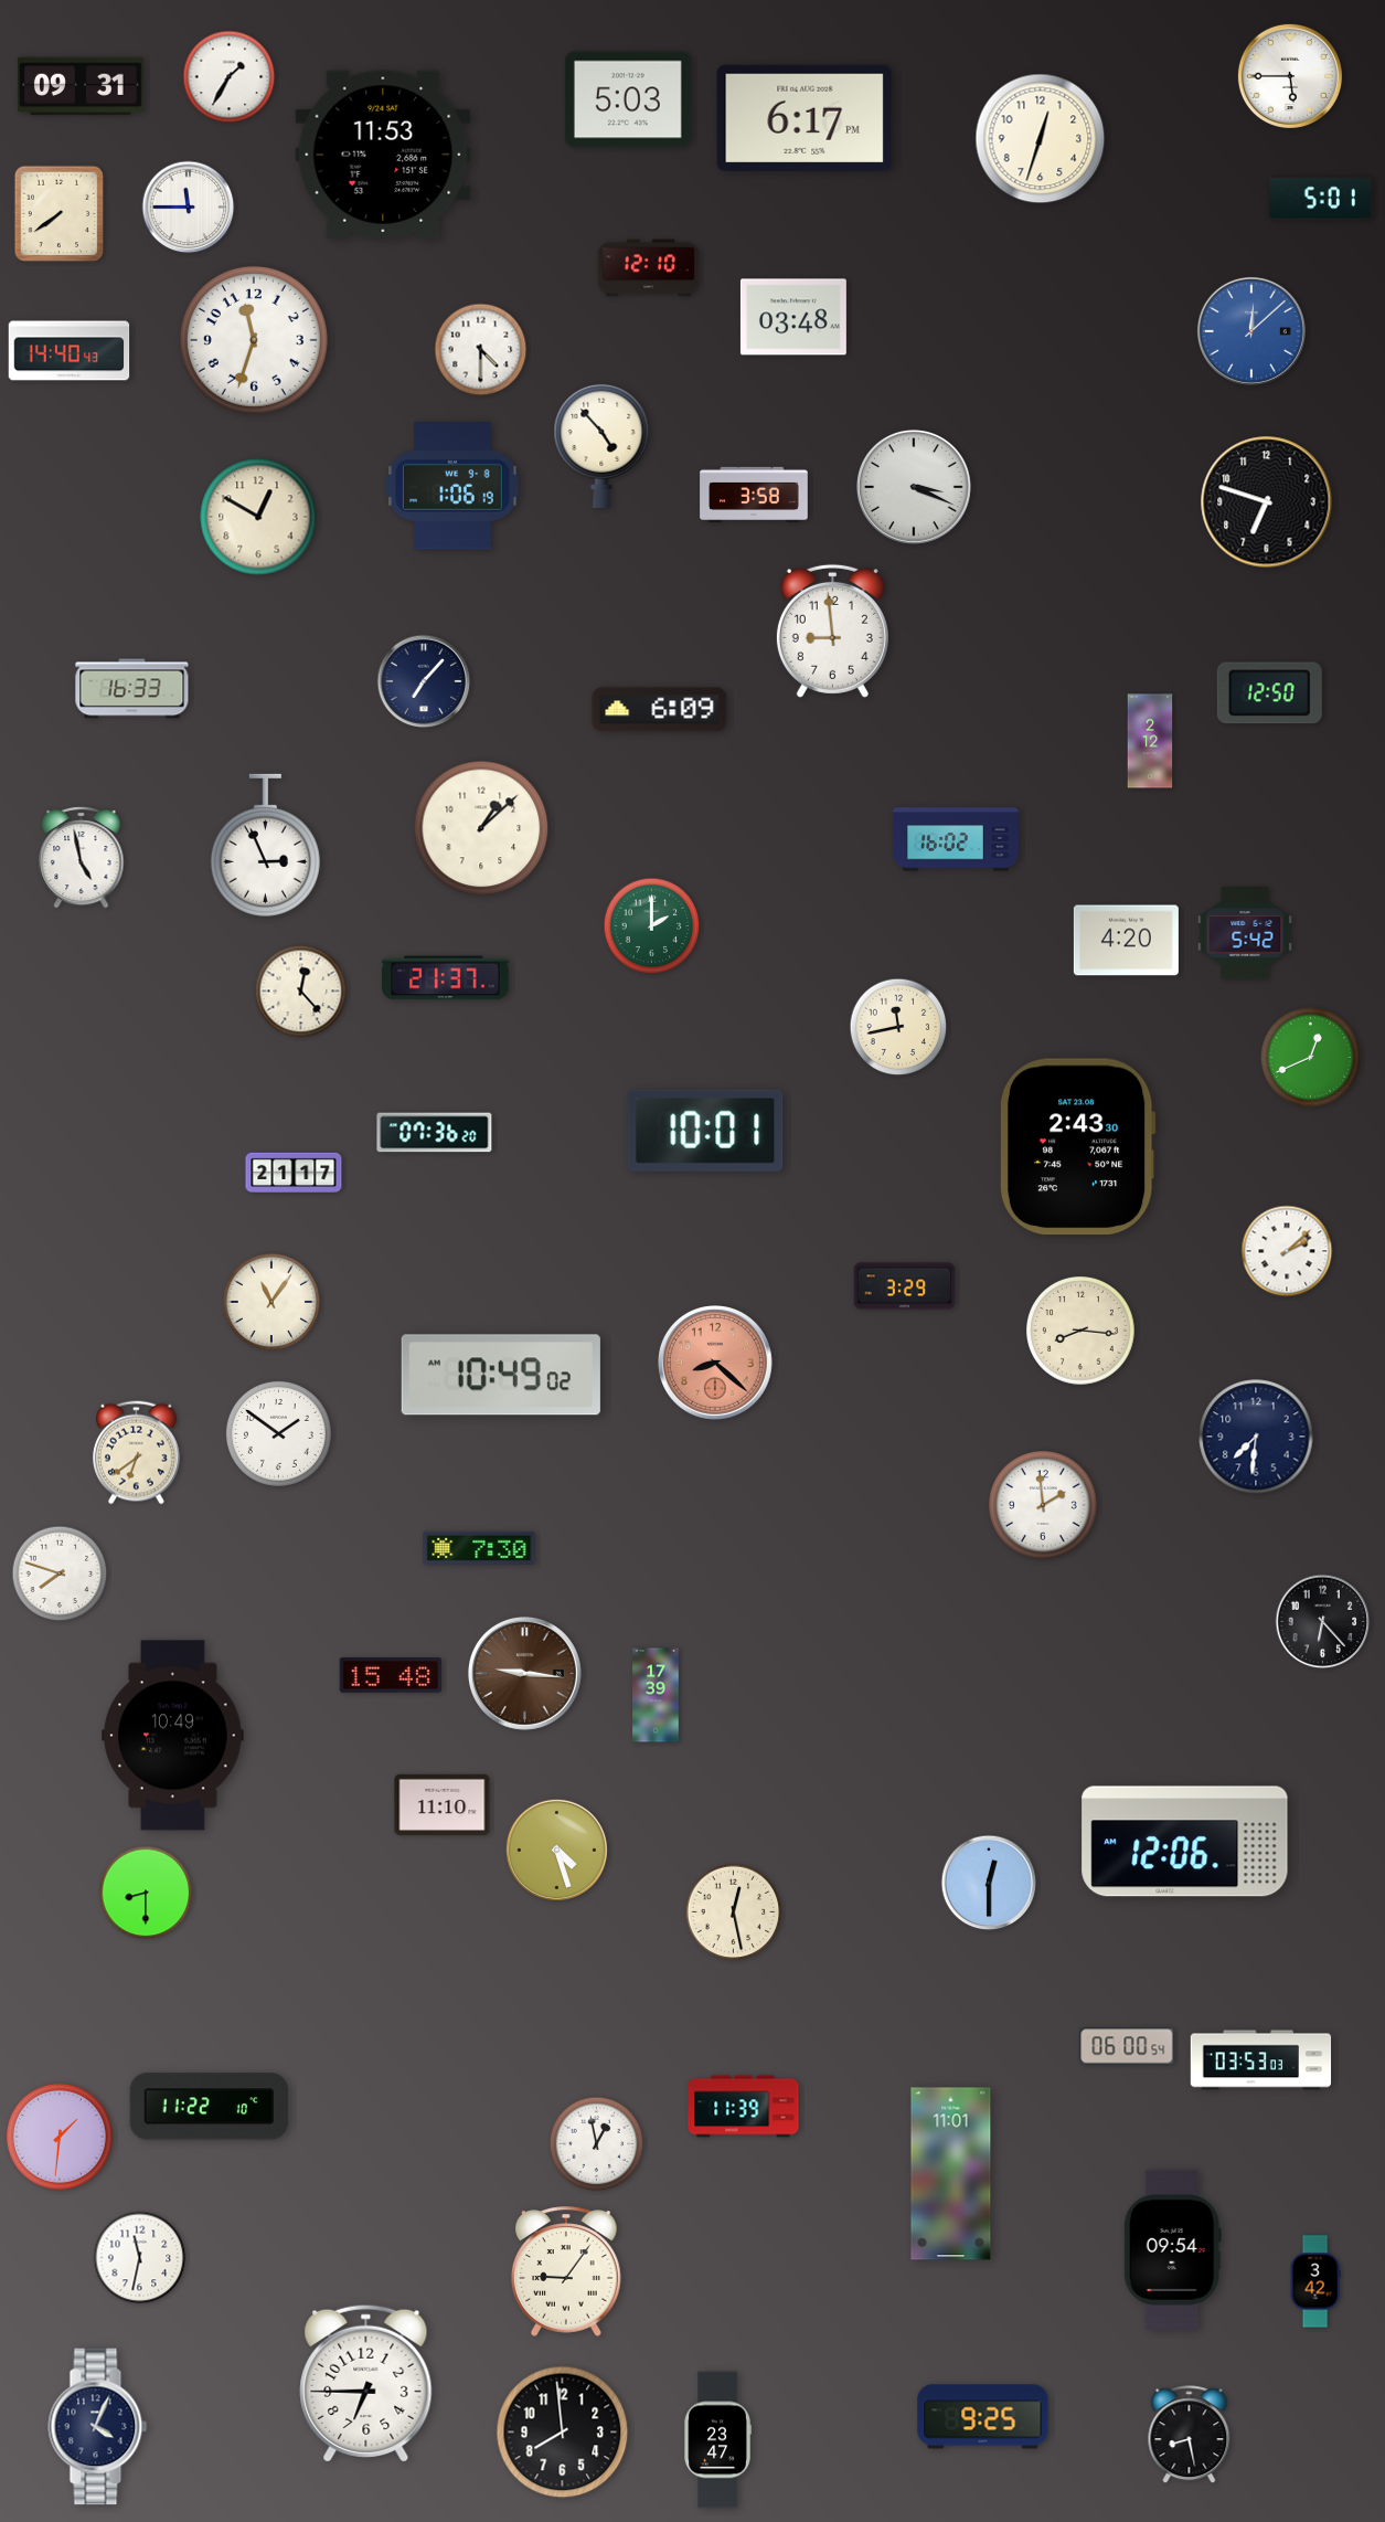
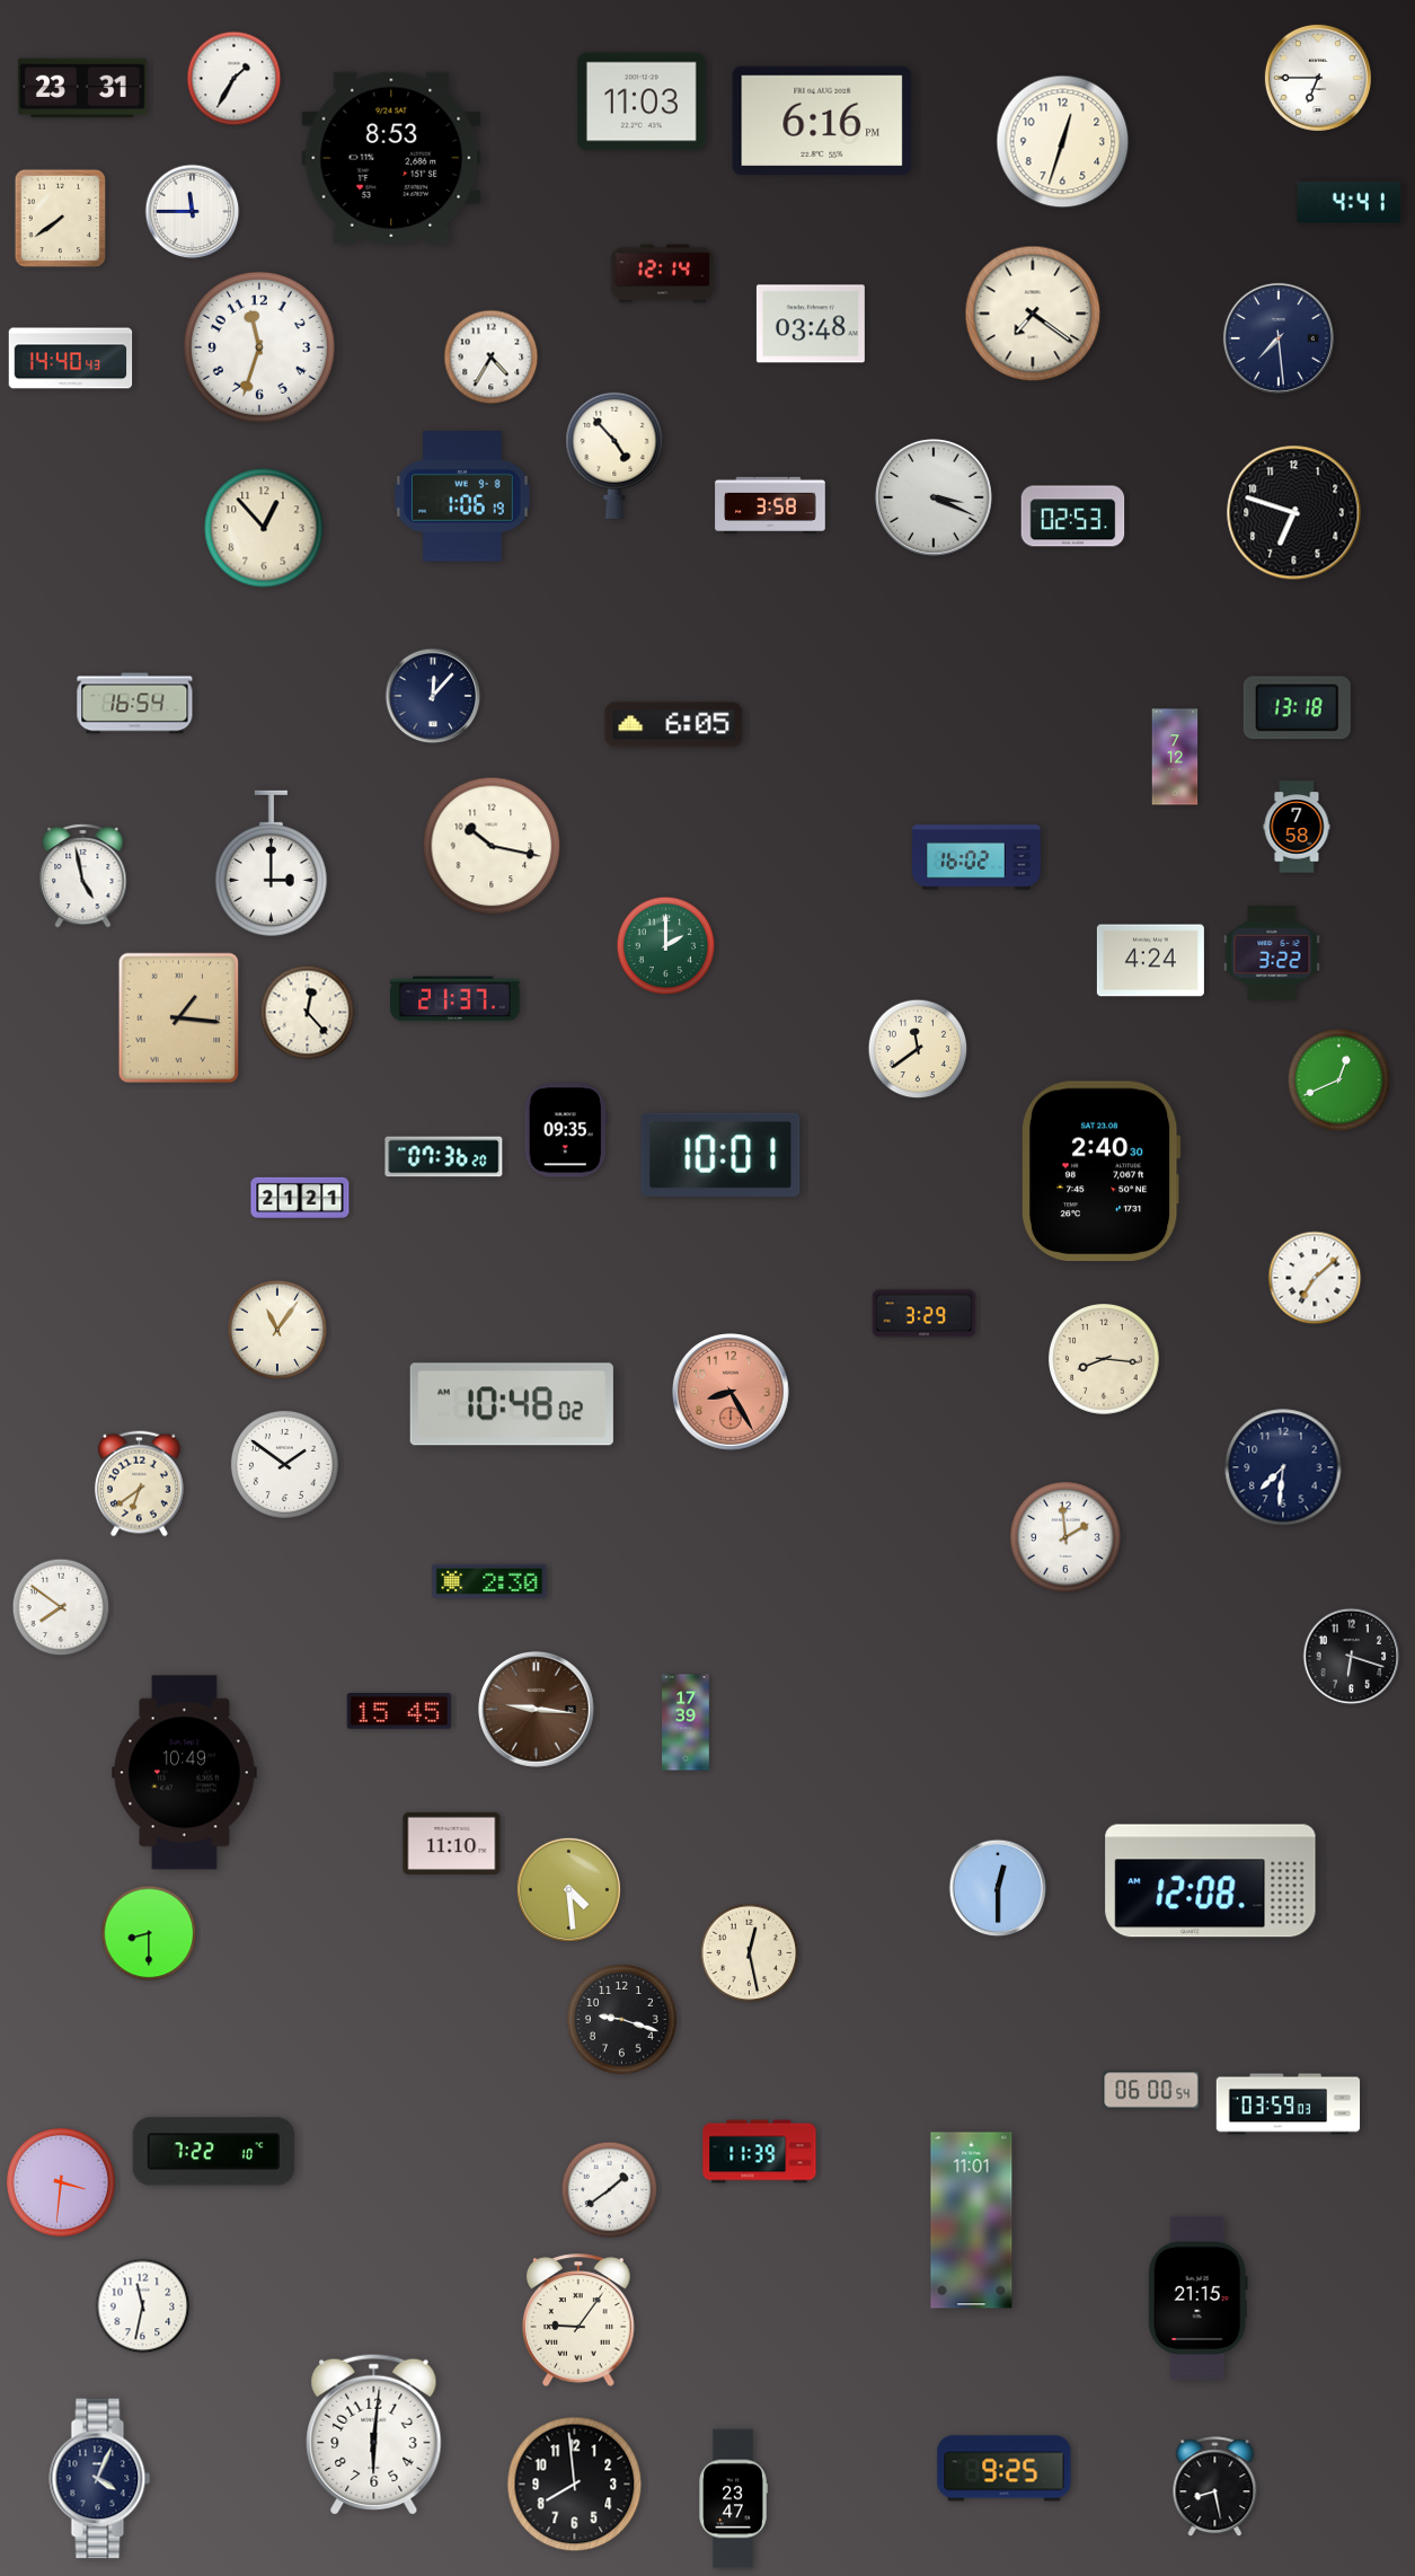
clock at (1290, 76): 5:45 -> 6:45
clock at (81, 86): 09:31 -> 23:31
clock at (628, 99): 5:03 -> 11:03
clock at (805, 117): 6:17 -> 6:16
clock at (383, 155): 11:53 -> 8:53
clock at (1320, 199): 5:01 -> 4:41
clock at (649, 268): 12:10 -> 12:14
clock at (1033, 314): none -> 7:21
clock at (1251, 331): 12:08 -> 7:29
clock at (1251, 331) dial: blue -> navy
clock at (481, 350): 4:30 -> 4:35
clock at (1073, 517): none -> 02:53
clock at (258, 517): 12:50 -> 12:53
clock at (832, 630): 8:59 -> none
clock at (424, 681): 7:07 -> 12:07
clock at (132, 689): 16:33 -> 16:54
clock at (1269, 693): 12:50 -> 13:18
clock at (660, 710): 6:09 -> 6:05
clock at (1150, 741): 2:12 -> 7:12
clock at (1297, 827): none -> 7:58
clock at (481, 828): 1:08 -> 10:17
clock at (265, 845): 2:56 -> 3:00
clock at (1245, 933): 5:42 -> 3:22
clock at (1126, 941): 4:20 -> 4:24
clock at (178, 1017): none -> 1:16
clock at (898, 1027): 11:43 -> 11:39
clock at (566, 1130): none -> 09:35
clock at (1077, 1146): 2:43 -> 2:40
clock at (294, 1173): 21:17 -> 21:21
clock at (1287, 1251): 2:08 -> 7:08
clock at (716, 1364): 8:22 -> 8:25
clock at (501, 1375): 10:49 -> 10:48
clock at (479, 1548): 7:30 -> 2:30
clock at (60, 1573): 7:48 -> 7:51
clock at (1323, 1622): 6:23 -> 6:18
clock at (391, 1676): 15:48 -> 15:45
clock at (656, 1695) position: (656, 1695) -> (686, 1722)
clock at (173, 1736) position: (173, 1736) -> (185, 1773)
clock at (1185, 1842): 12:06 -> 12:08
clock at (556, 1850): 4:27 -> 4:29
clock at (989, 1883) position: (989, 1883) -> (998, 1888)
clock at (622, 2020): none -> 9:18
clock at (1261, 2060): 03:53 -> 03:59
clock at (210, 2107): 11:22 -> 7:22
clock at (60, 2137): 1:31 -> 3:31
clock at (597, 2144): 12:58 -> 1:39
clock at (1172, 2249): 09:54 -> 21:15
clock at (1315, 2281): 3:42 -> none
clock at (366, 2383): 6:45 -> 6:01
clock at (717, 2440) position: (717, 2440) -> (733, 2499)
